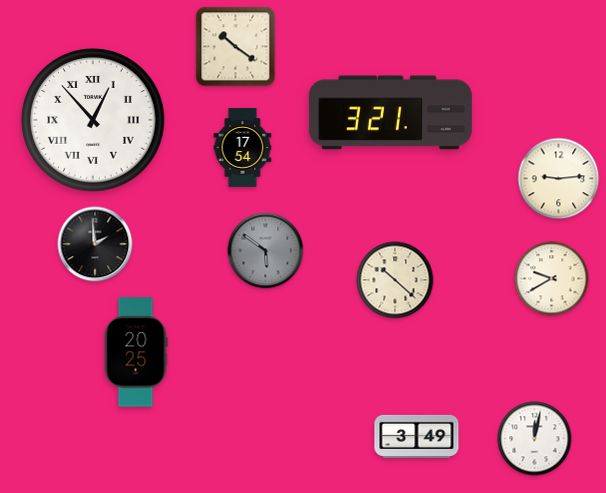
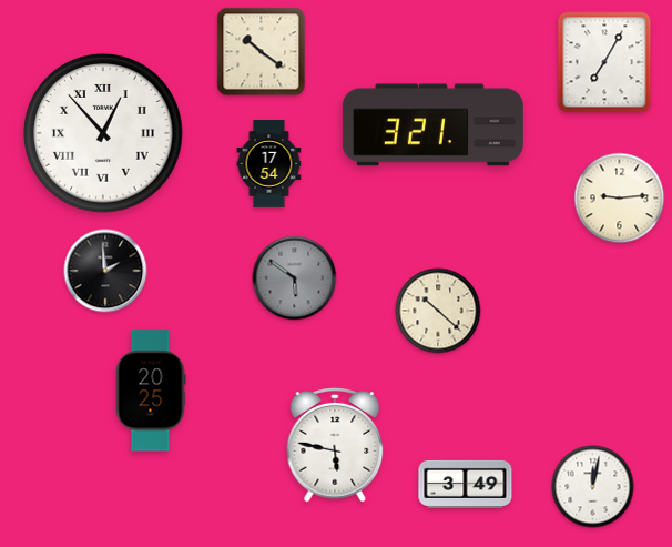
clock at (604, 62): none -> 7:05
clock at (552, 279): 9:40 -> none
clock at (335, 446): none -> 5:47
clock at (417, 436) position: (417, 436) -> (466, 484)
